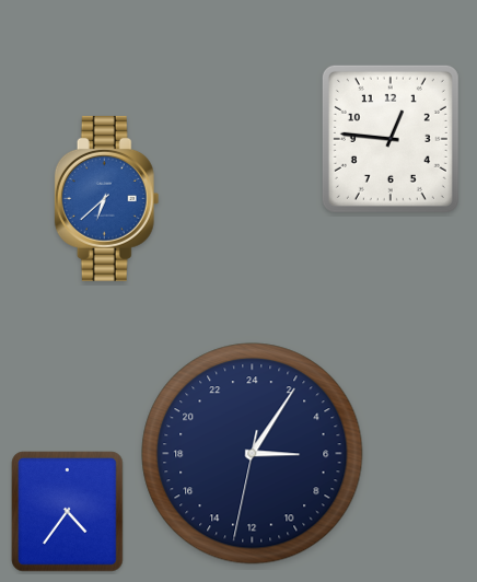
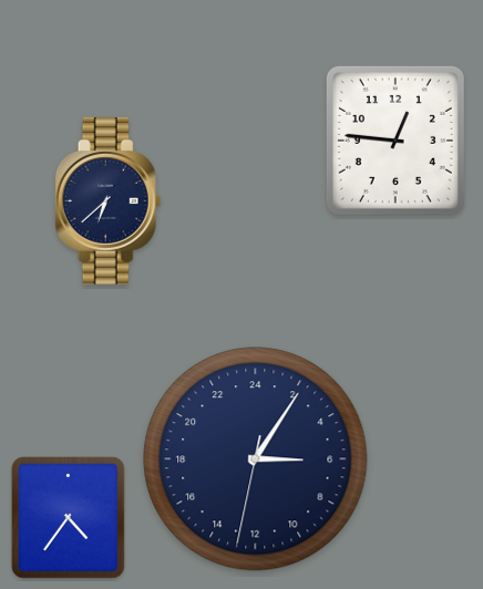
clock at (107, 198) dial: blue -> navy
